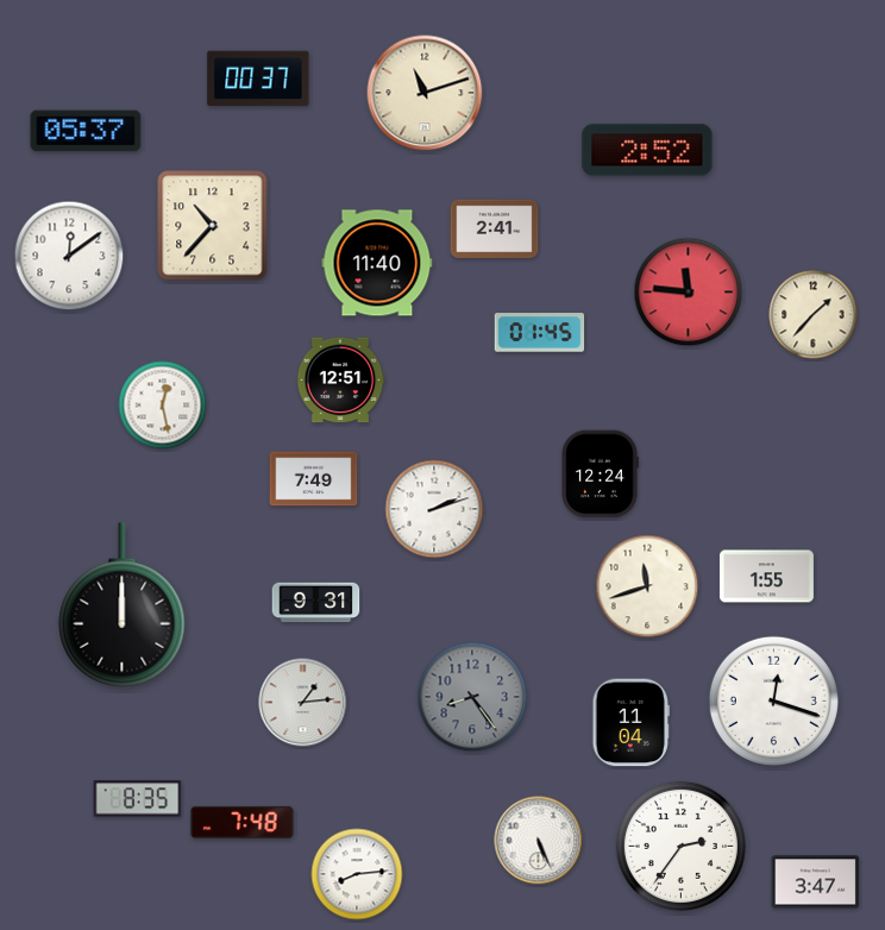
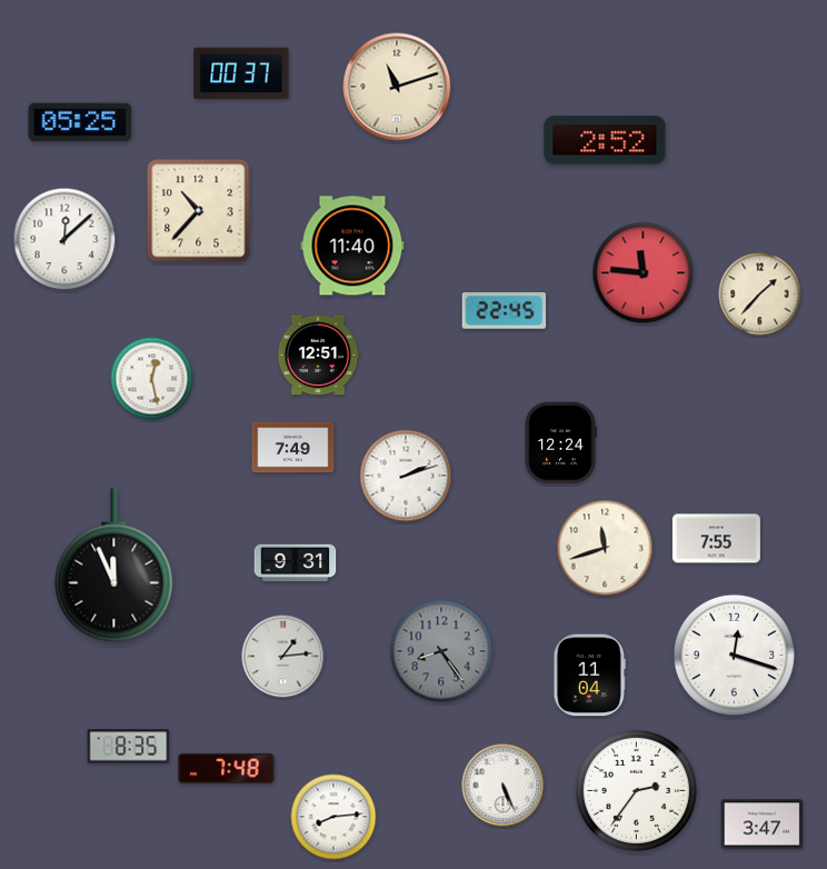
clock at (86, 131): 05:37 -> 05:25
clock at (495, 230): 2:41 -> none
clock at (69, 256): 12:09 -> 12:08
clock at (540, 333): 01:45 -> 22:45
clock at (766, 577): 1:55 -> 7:55
clock at (123, 605): 12:00 -> 11:56
clock at (773, 700) position: (773, 700) -> (734, 655)
